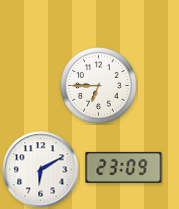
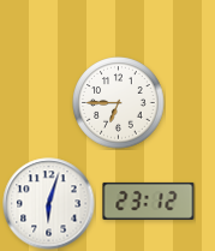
clock at (124, 167): 23:09 -> 23:12
clock at (41, 170): 6:10 -> 6:03
